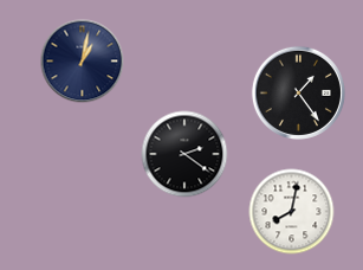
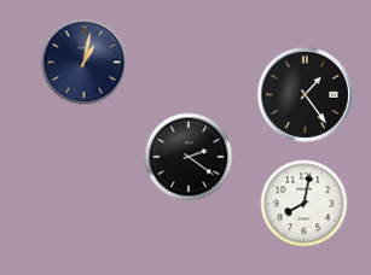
clock at (292, 212) position: (292, 212) -> (305, 204)
